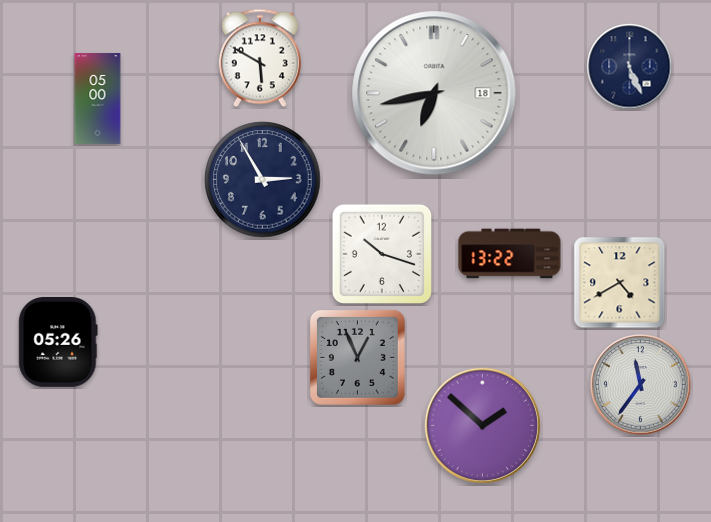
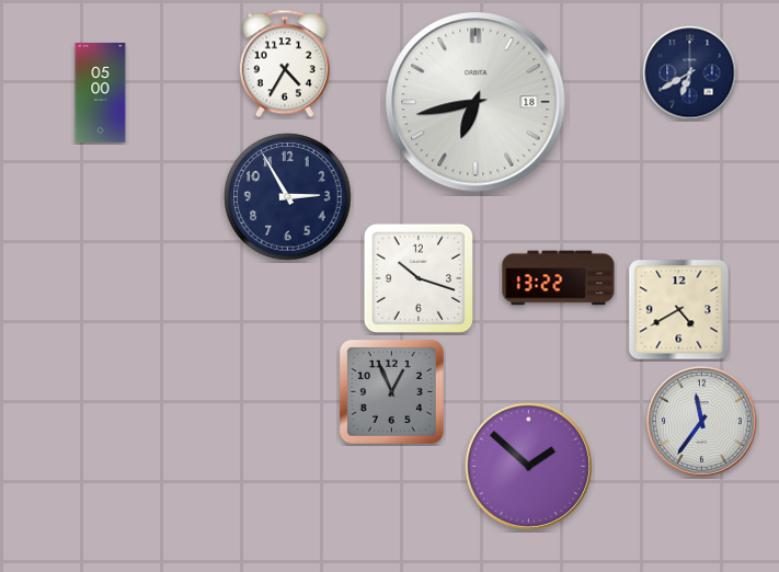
clock at (260, 58): 5:50 -> 4:35
clock at (630, 67): 5:26 -> 6:40
clock at (98, 99) position: (98, 99) -> (101, 93)
clock at (58, 343): 05:26 -> none
